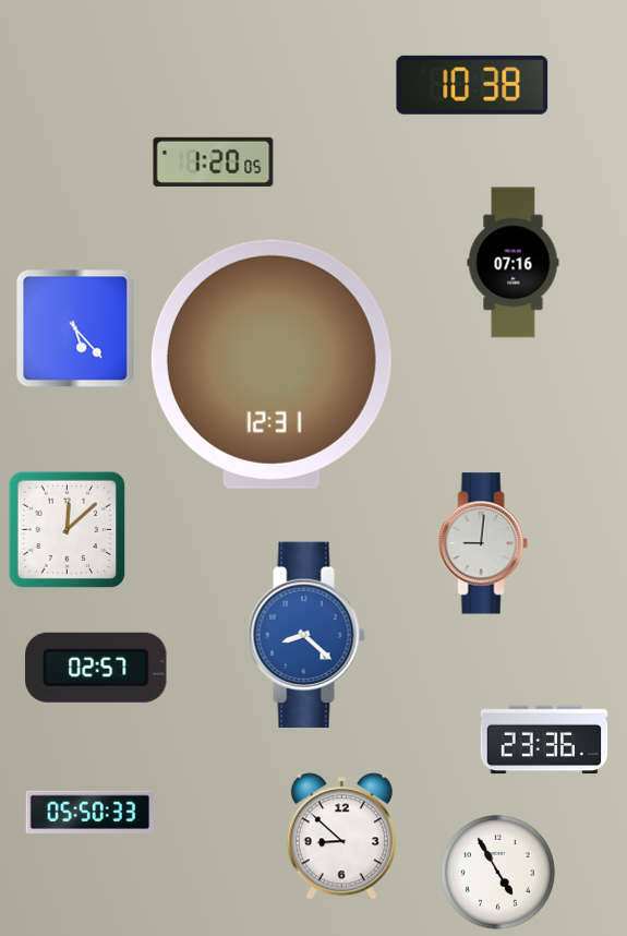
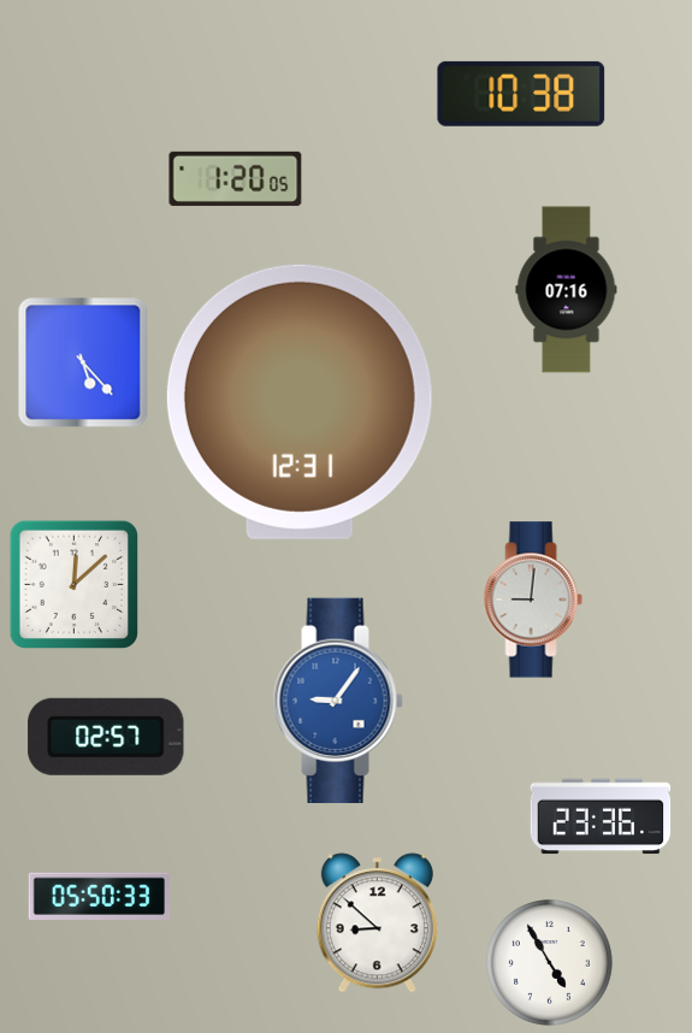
clock at (306, 635): 8:22 -> 9:06
